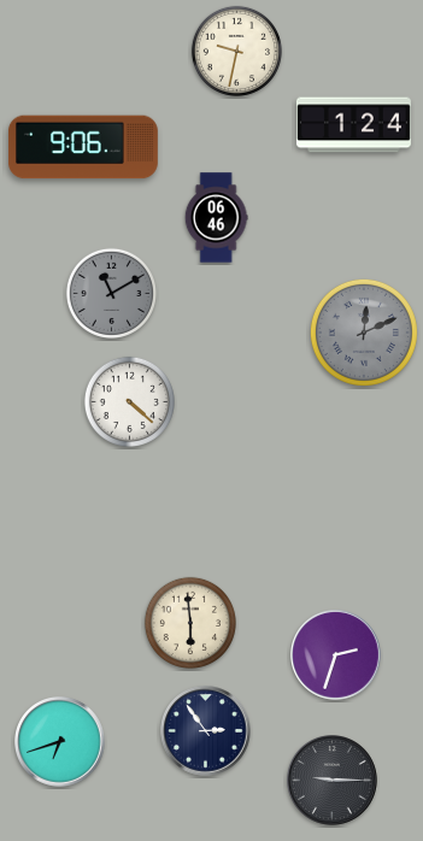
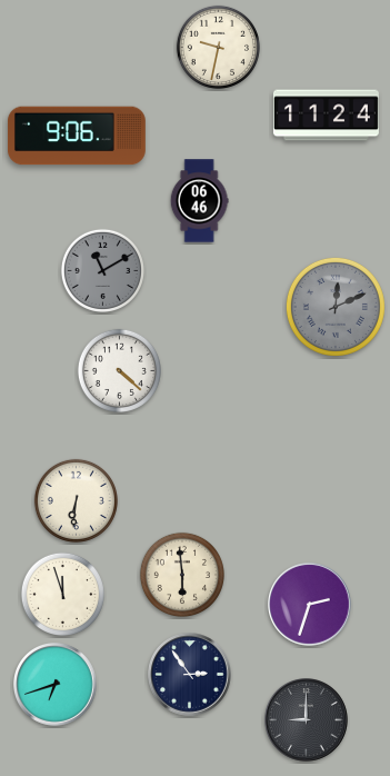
clock at (353, 125): 1:24 -> 11:24
clock at (76, 500): none -> 6:31
clock at (190, 623) position: (190, 623) -> (182, 575)
clock at (62, 594): none -> 11:57
clock at (333, 781): 9:15 -> 9:00
